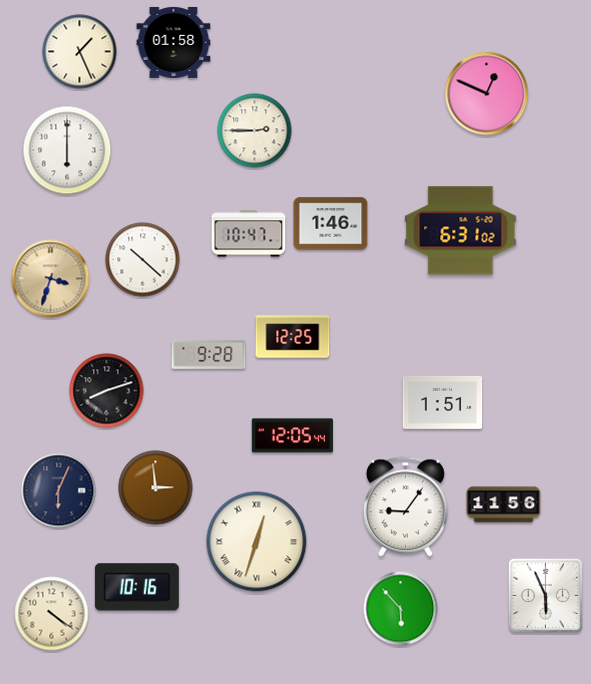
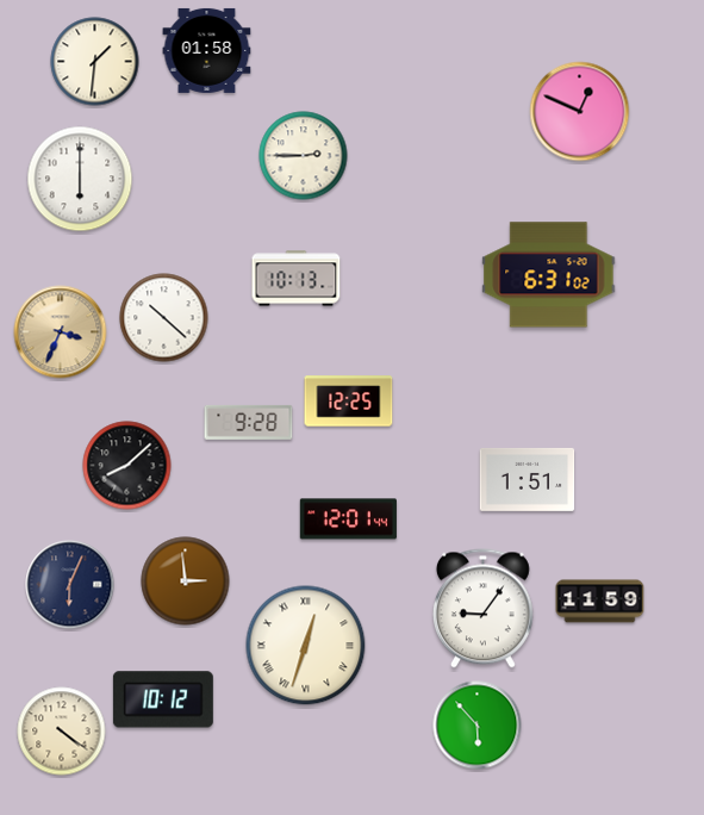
clock at (80, 52): 1:26 -> 1:31
clock at (331, 224): 1:46 -> none
clock at (249, 234): 10:47 -> 10:13
clock at (143, 260) position: (143, 260) -> (164, 318)
clock at (51, 279): 3:33 -> 3:34
clock at (107, 391): 8:12 -> 8:08
clock at (292, 436): 12:05 -> 12:01
clock at (504, 505): 11:56 -> 11:59
clock at (405, 507) position: (405, 507) -> (482, 609)
clock at (137, 587): 10:16 -> 10:12
clock at (545, 595): 5:56 -> none
